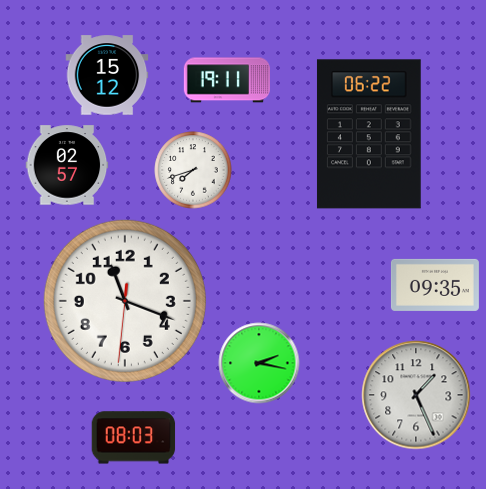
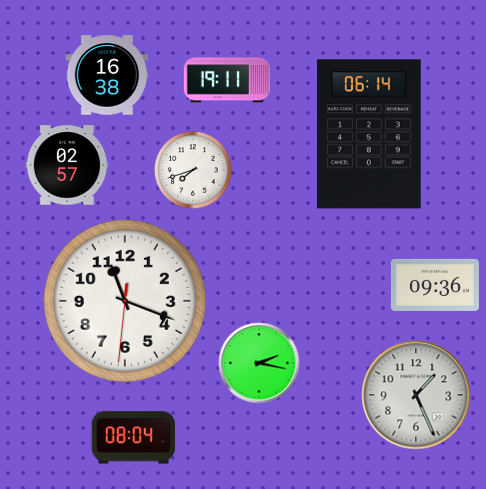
clock at (107, 75): 15:12 -> 16:38
clock at (369, 134): 06:22 -> 06:14
clock at (435, 285): 09:35 -> 09:36
clock at (134, 438): 08:03 -> 08:04
